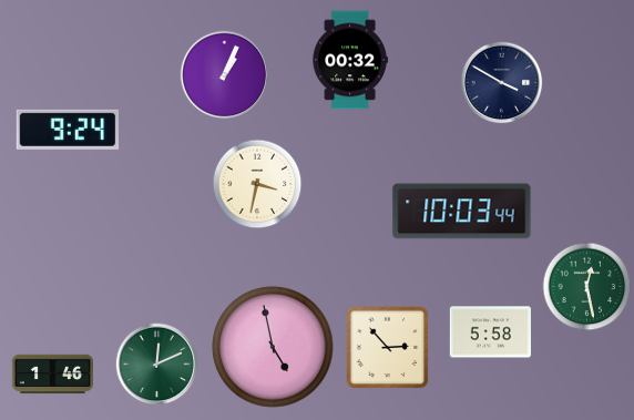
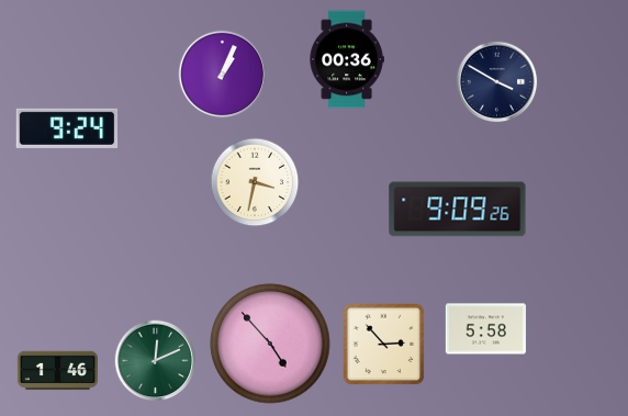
clock at (350, 60): 00:32 -> 00:36
clock at (462, 212): 10:03 -> 9:09
clock at (587, 287): 12:28 -> none
clock at (273, 347): 4:58 -> 4:53
clock at (52, 375) position: (52, 375) -> (57, 371)
